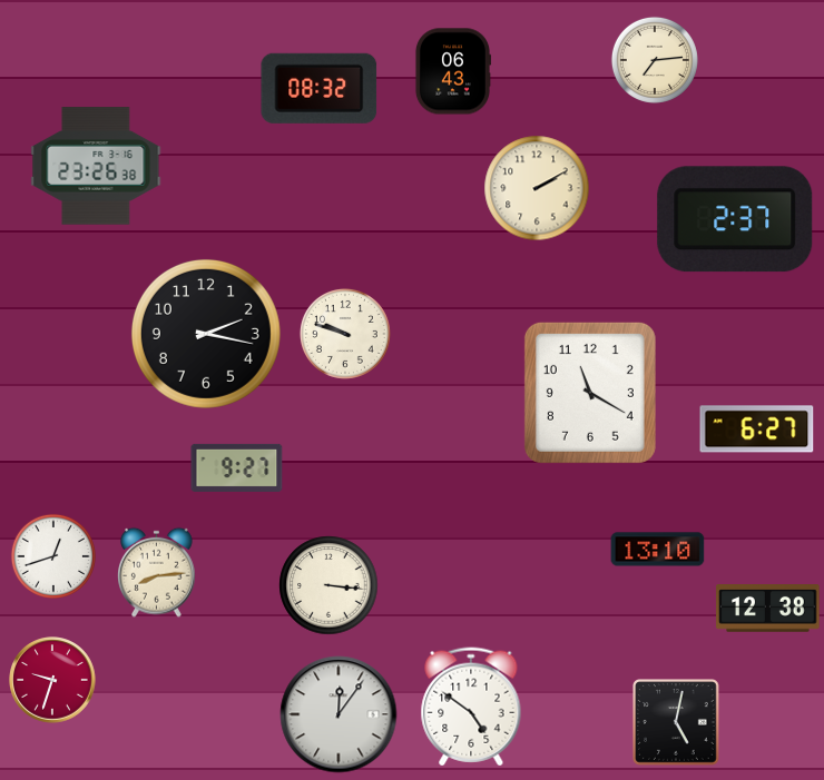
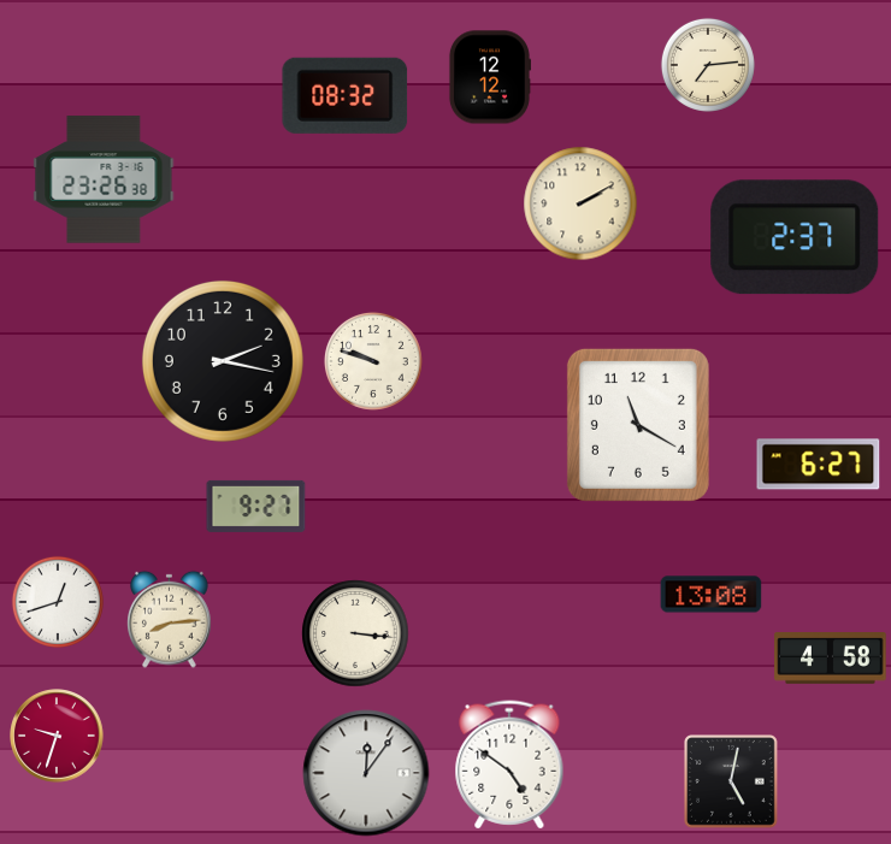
clock at (452, 71): 06:43 -> 12:12
clock at (658, 550): 13:10 -> 13:08
clock at (768, 609): 12:38 -> 4:58
